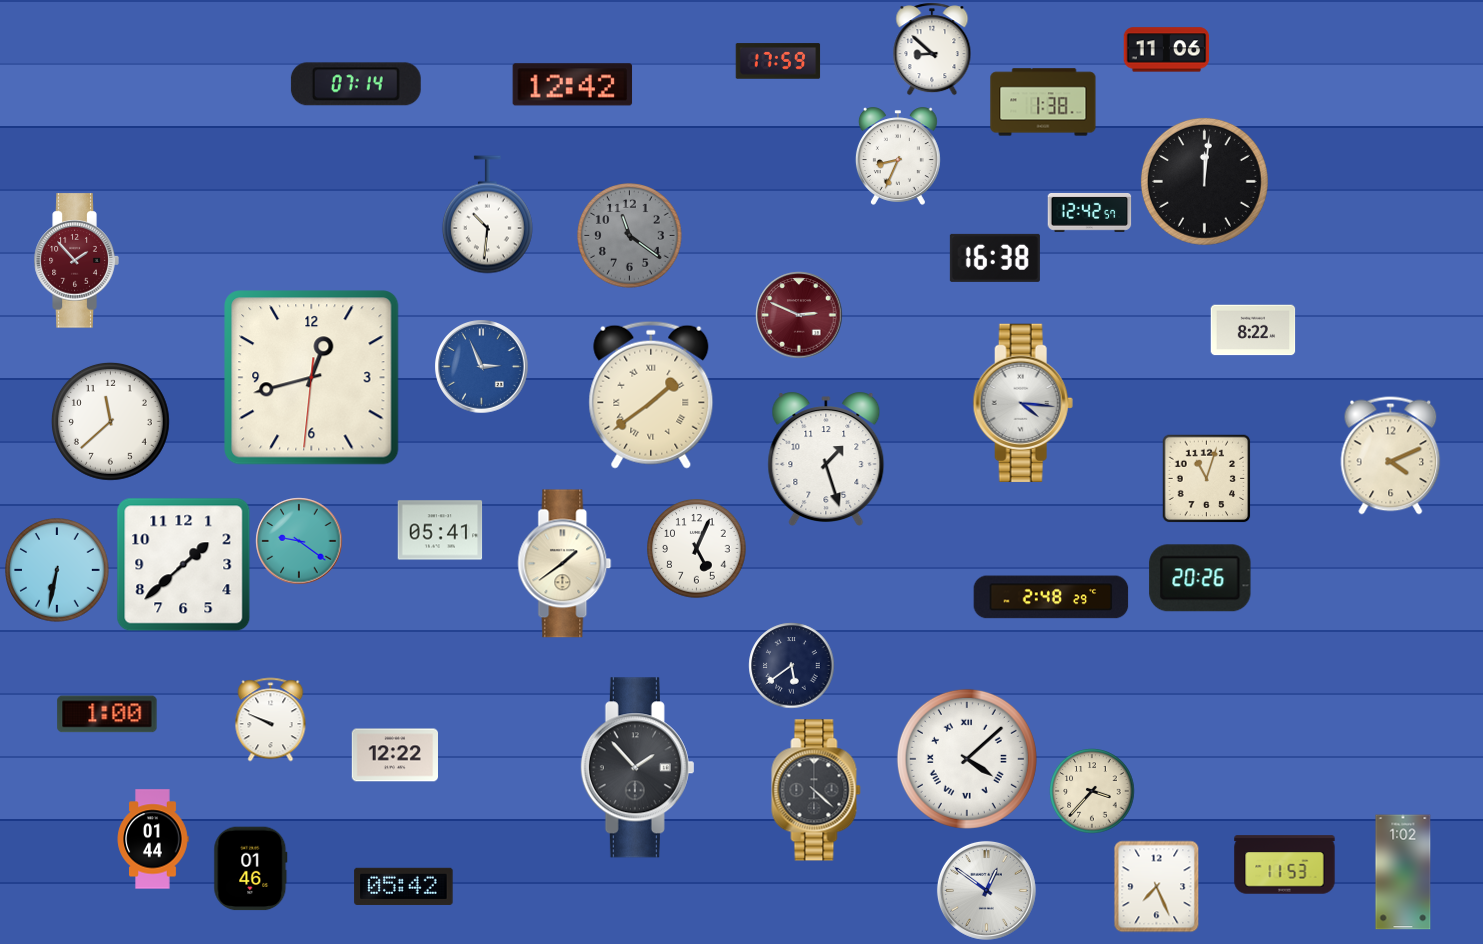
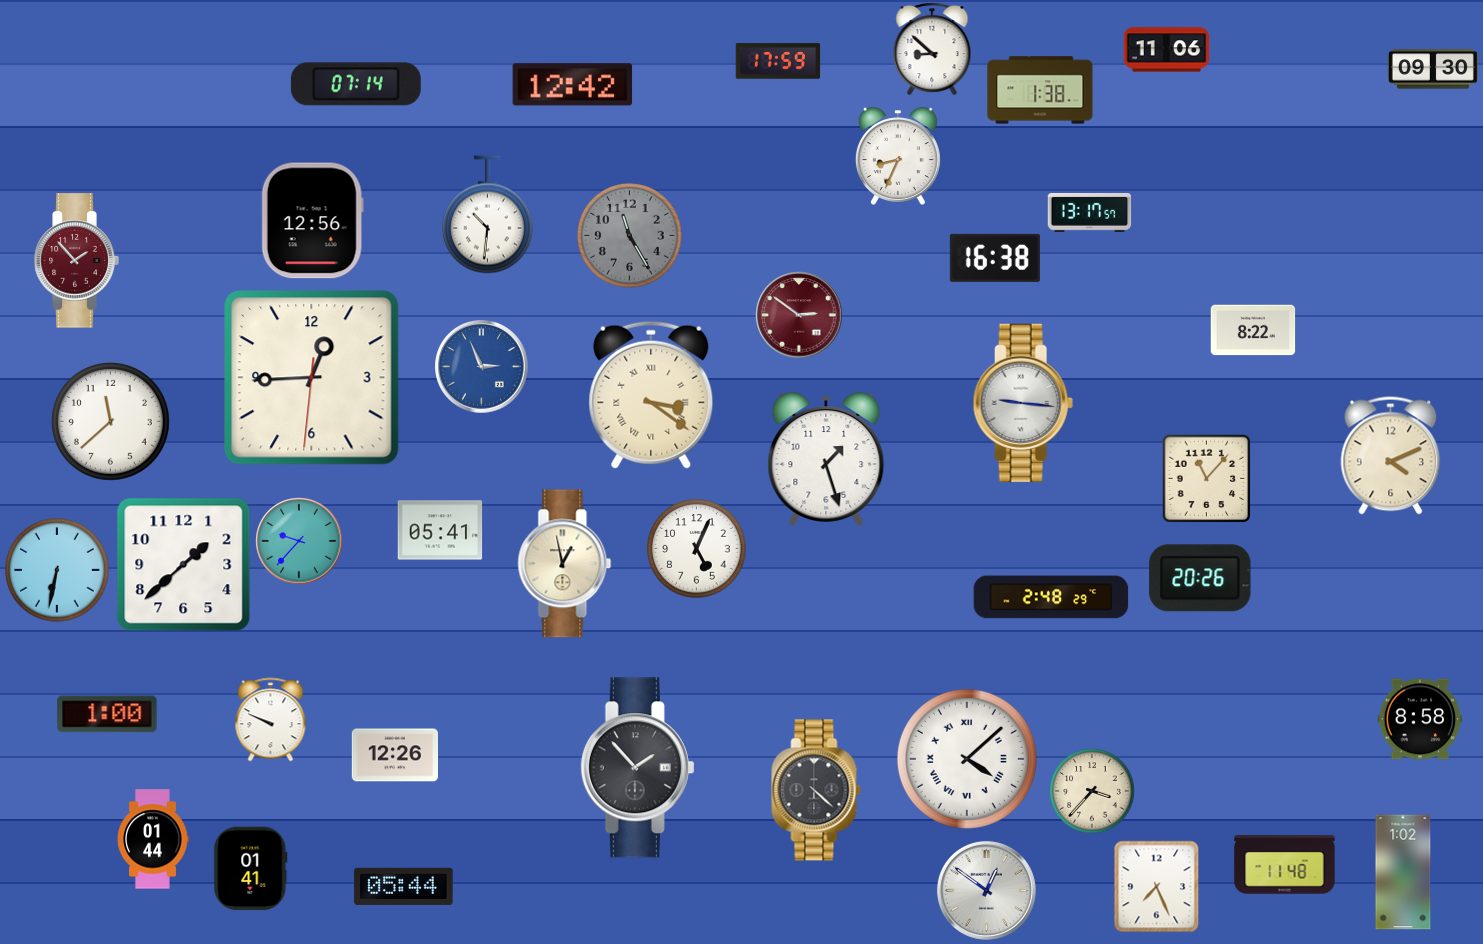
clock at (1433, 69): none -> 09:30
clock at (1043, 102) position: (1043, 102) -> (1040, 90)
clock at (1204, 181): 12:01 -> none
clock at (1090, 213): 12:42 -> 13:17
clock at (312, 221): none -> 12:56
clock at (630, 236): 11:21 -> 11:25
clock at (799, 315): 2:49 -> 2:51
clock at (312, 378): 12:42 -> 12:44
clock at (651, 395): 1:39 -> 3:21
clock at (1023, 403): 4:16 -> 9:16
clock at (1207, 479): 11:03 -> 11:07
clock at (299, 541): 9:21 -> 9:37
clock at (565, 564): 1:39 -> 12:58
clock at (792, 666): 5:39 -> none
clock at (1420, 719): none -> 8:58
clock at (394, 755): 12:22 -> 12:26
clock at (1285, 865): 11:53 -> 11:48
clock at (251, 869): 01:46 -> 01:41
clock at (404, 886): 05:42 -> 05:44
